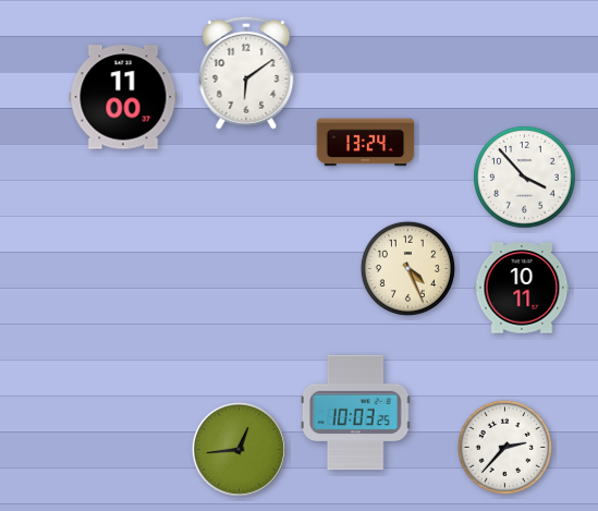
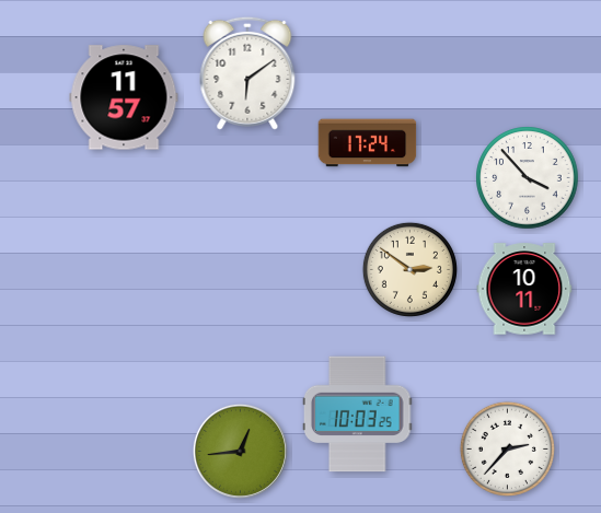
clock at (123, 97): 11:00 -> 11:57
clock at (366, 143): 13:24 -> 17:24
clock at (407, 268): 4:26 -> 2:51
